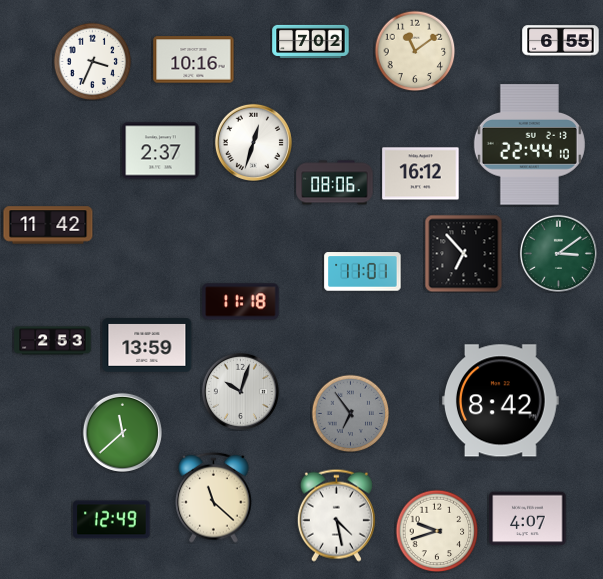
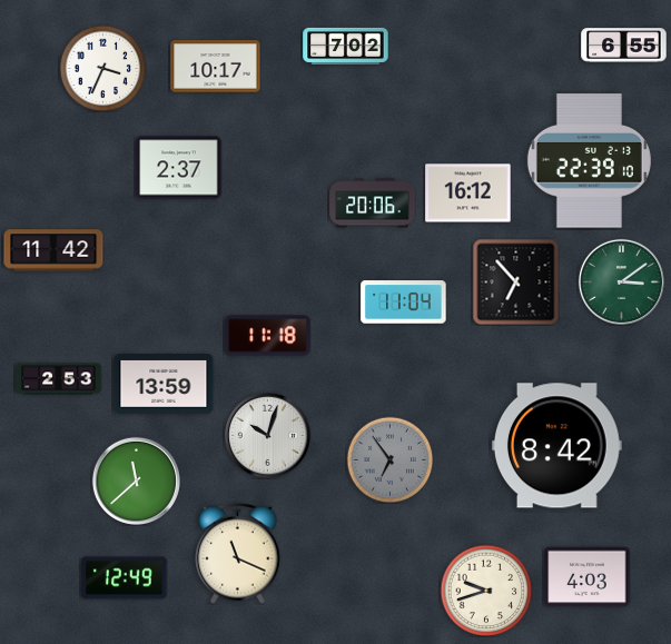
clock at (415, 51): 11:09 -> none
clock at (194, 60): 10:16 -> 10:17
clock at (253, 142): 12:33 -> none
clock at (529, 145): 22:44 -> 22:39
clock at (335, 183): 08:06 -> 20:06
clock at (363, 272): 11:01 -> 11:04
clock at (214, 497): 11:22 -> 11:19
clock at (336, 515): 4:28 -> none
clock at (528, 519): 4:07 -> 4:03
